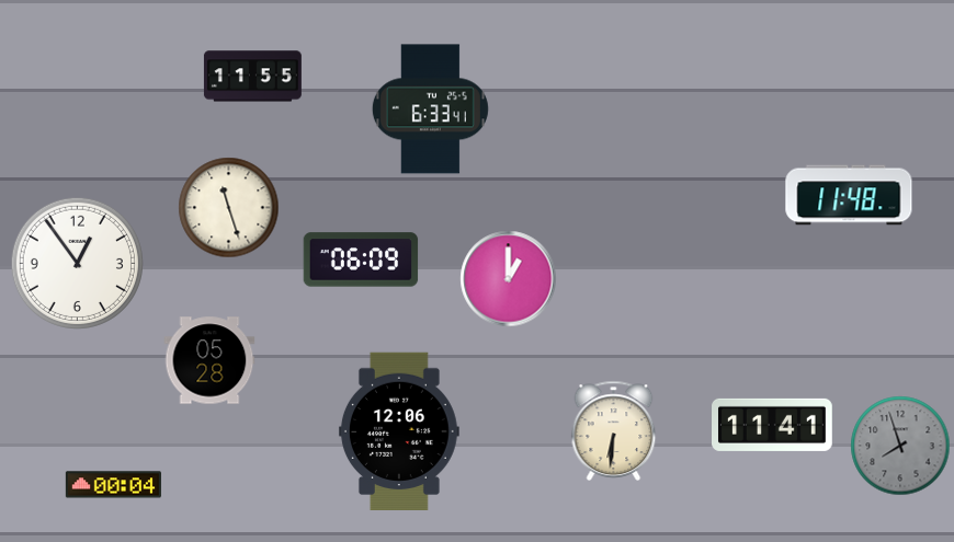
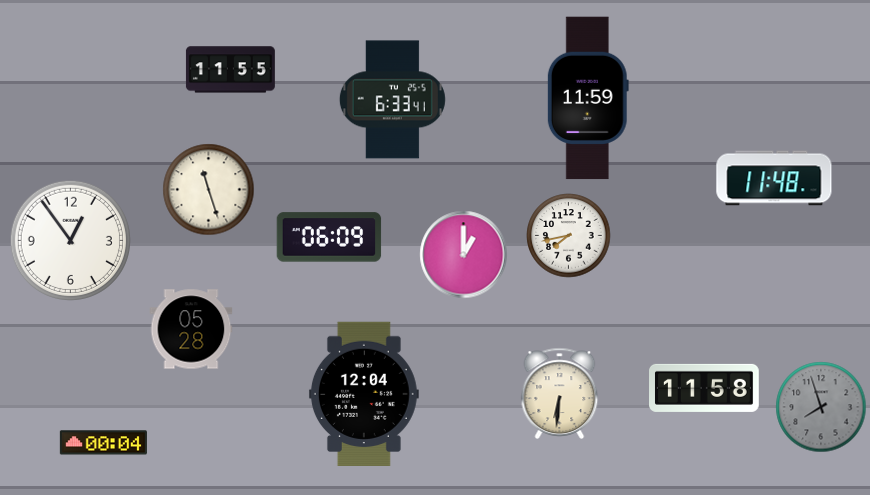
clock at (588, 98): none -> 11:59
clock at (569, 236): none -> 7:43
clock at (773, 425): 11:41 -> 11:58
clock at (399, 430): 12:06 -> 12:04
